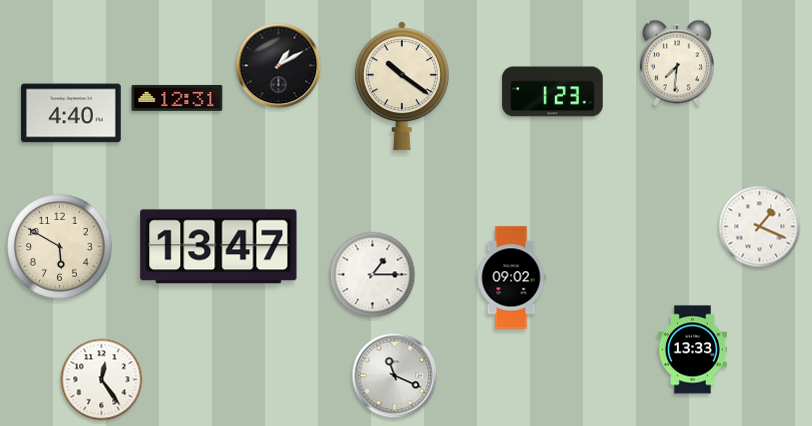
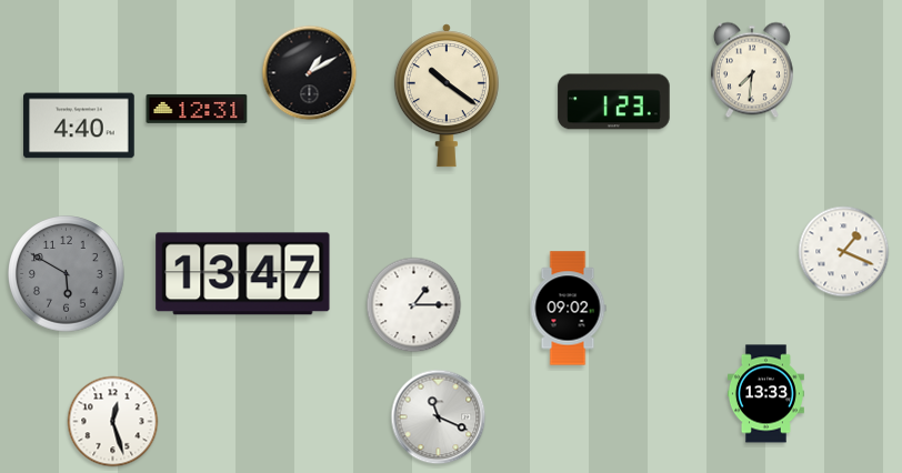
clock at (60, 247) dial: cream -> grey
clock at (692, 350) position: (692, 350) -> (765, 394)
clock at (102, 380): 12:24 -> 12:27
